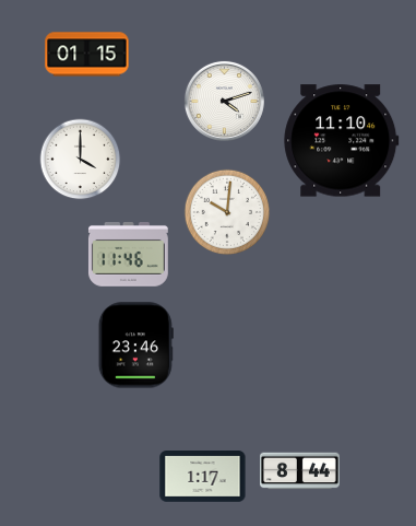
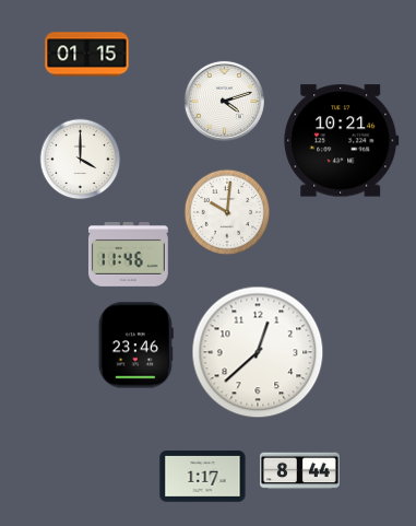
clock at (342, 141): 11:10 -> 10:21
clock at (258, 352): none -> 12:38
